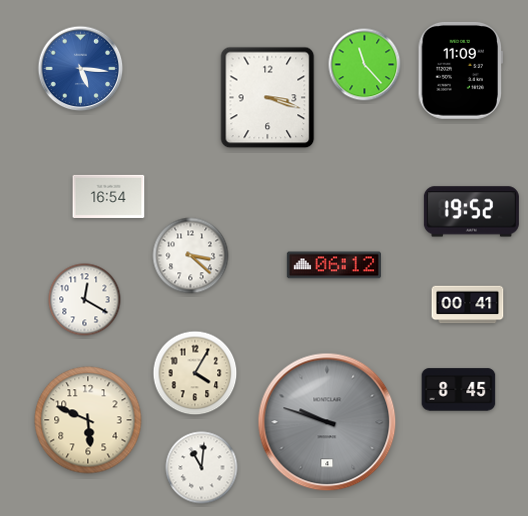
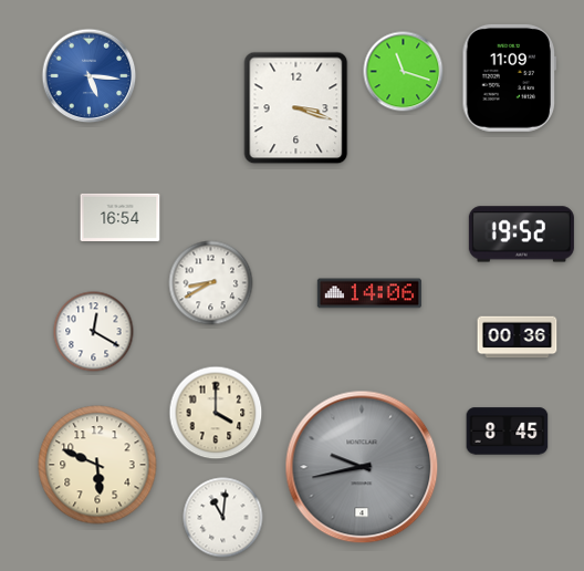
clock at (365, 65): 11:23 -> 11:18
clock at (191, 256): 3:22 -> 8:40
clock at (334, 265): 06:12 -> 14:06
clock at (468, 305): 00:41 -> 00:36
clock at (195, 373): 4:05 -> 4:00
clock at (327, 422): 9:48 -> 9:43
